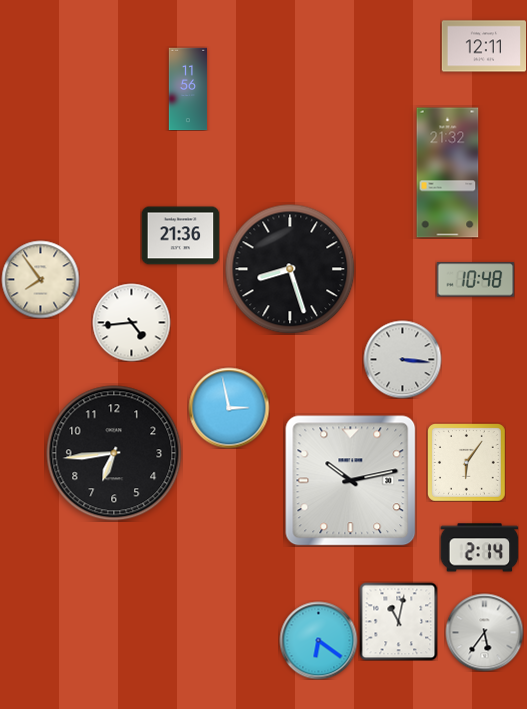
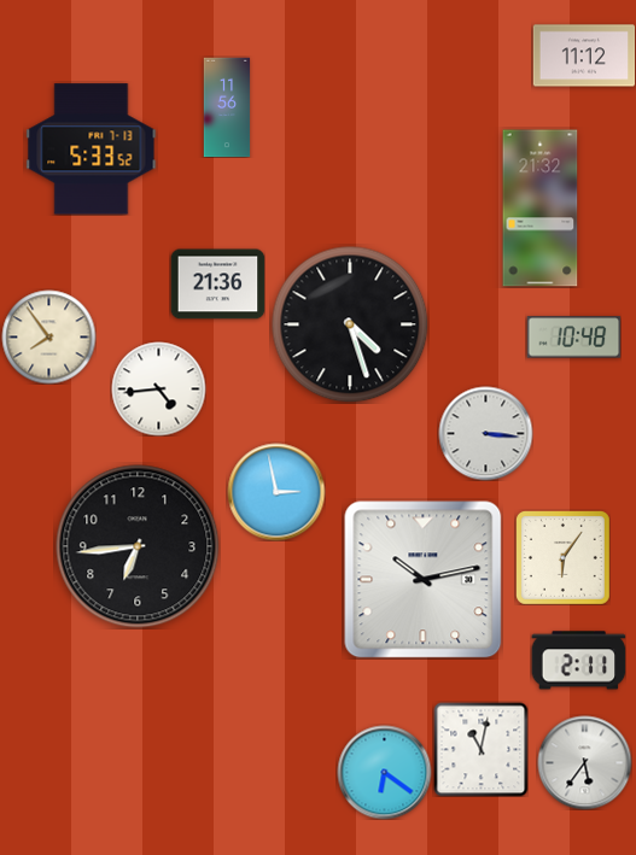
clock at (484, 46): 12:11 -> 11:12
clock at (92, 150): none -> 5:33
clock at (290, 269): 8:27 -> 4:27
clock at (479, 548): 2:14 -> 2:11
